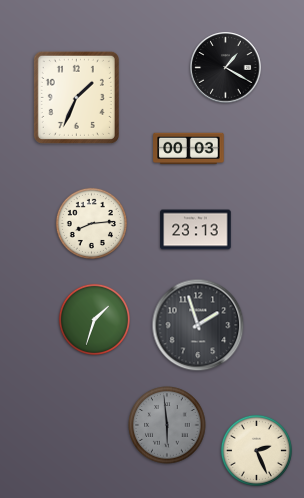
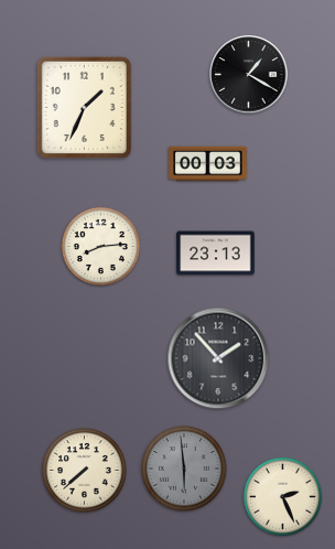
clock at (94, 319): 1:33 -> none
clock at (198, 325): 1:57 -> 1:53
clock at (85, 471): none -> 7:38
